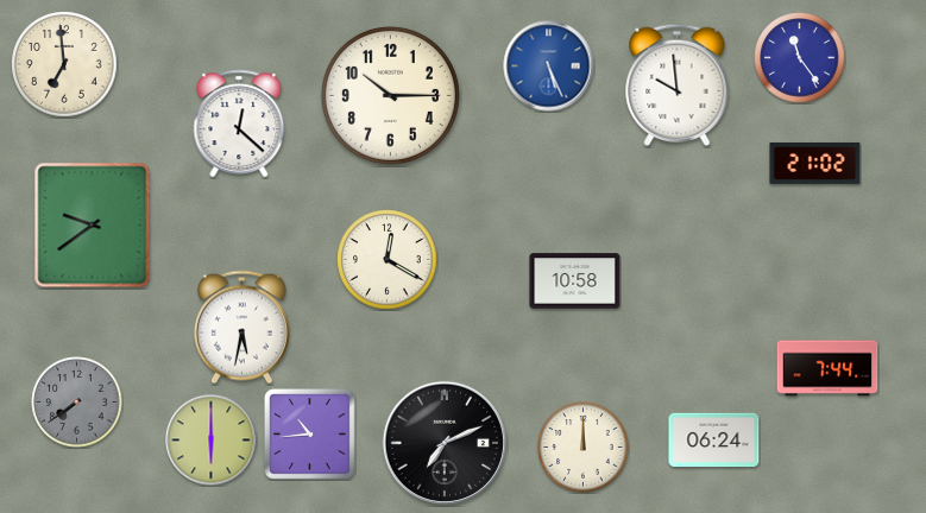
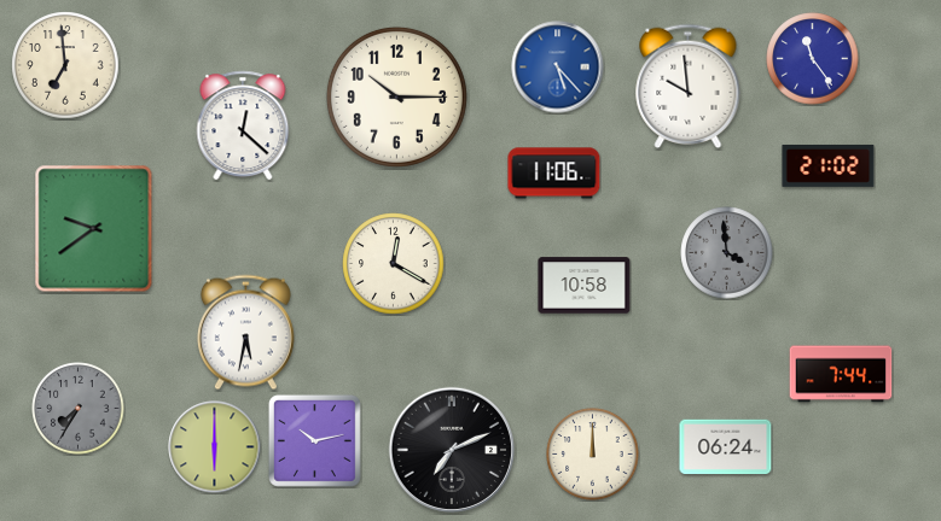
clock at (549, 66): 5:26 -> 5:23
clock at (554, 174): none -> 11:06
clock at (727, 253): none -> 3:59
clock at (77, 403): 7:39 -> 7:35
clock at (309, 433): 10:44 -> 10:13
